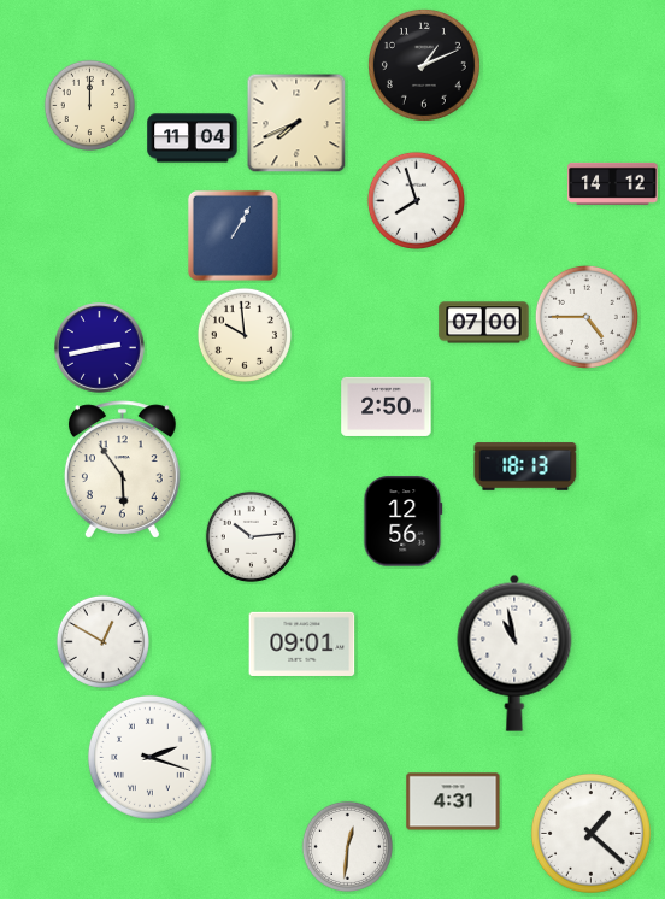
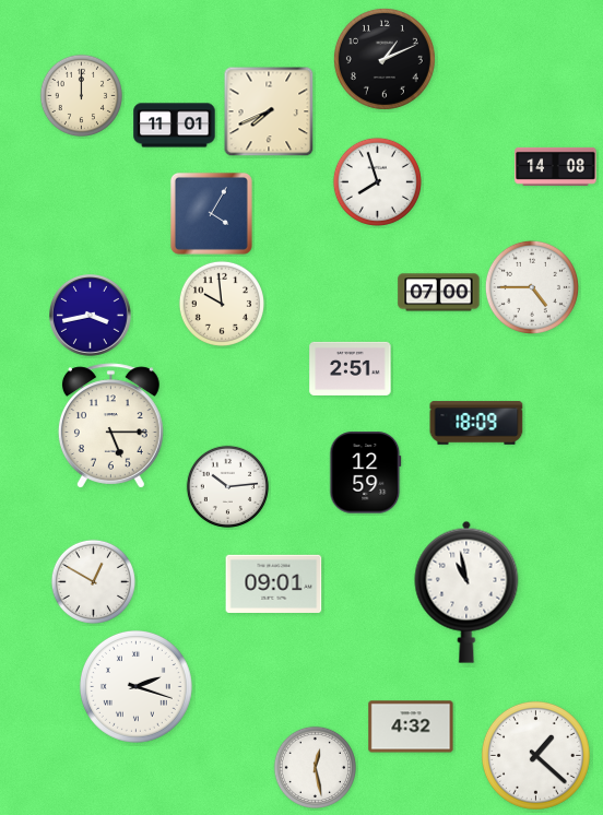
clock at (193, 139): 11:04 -> 11:01
clock at (613, 183): 14:12 -> 14:08
clock at (233, 235): 1:05 -> 4:05
clock at (100, 348): 2:43 -> 3:43
clock at (387, 406): 2:50 -> 2:51
clock at (525, 466): 18:13 -> 18:09
clock at (122, 470): 5:54 -> 5:15
clock at (404, 522): 12:56 -> 12:59
clock at (453, 801): 4:31 -> 4:32
clock at (347, 846): 12:31 -> 12:28
